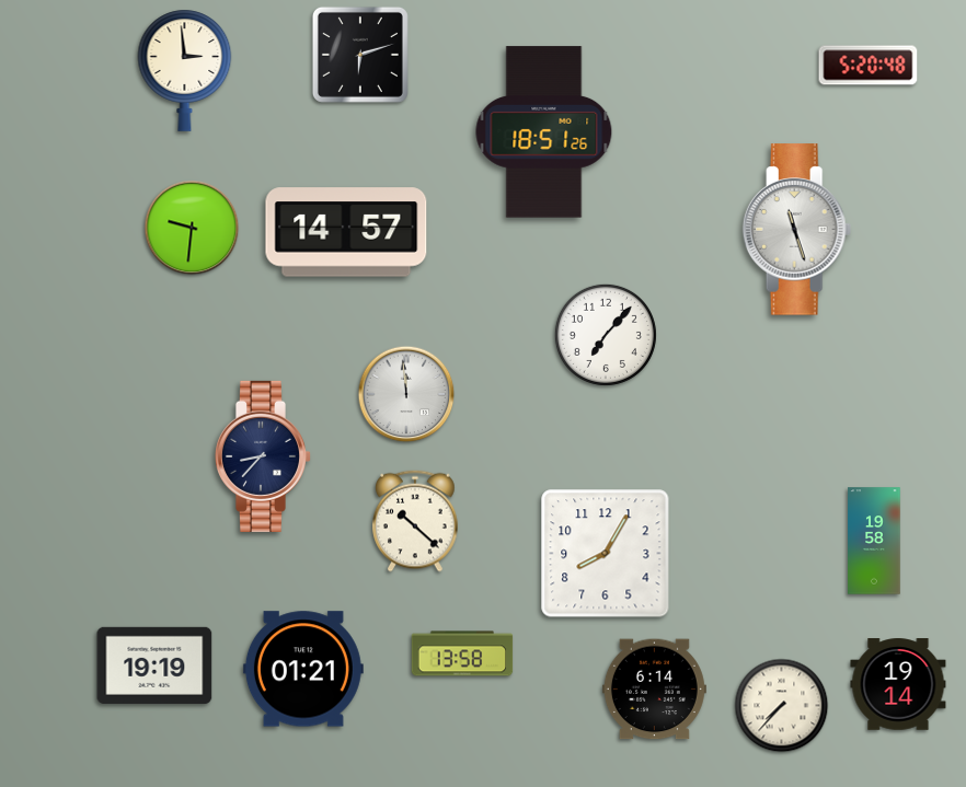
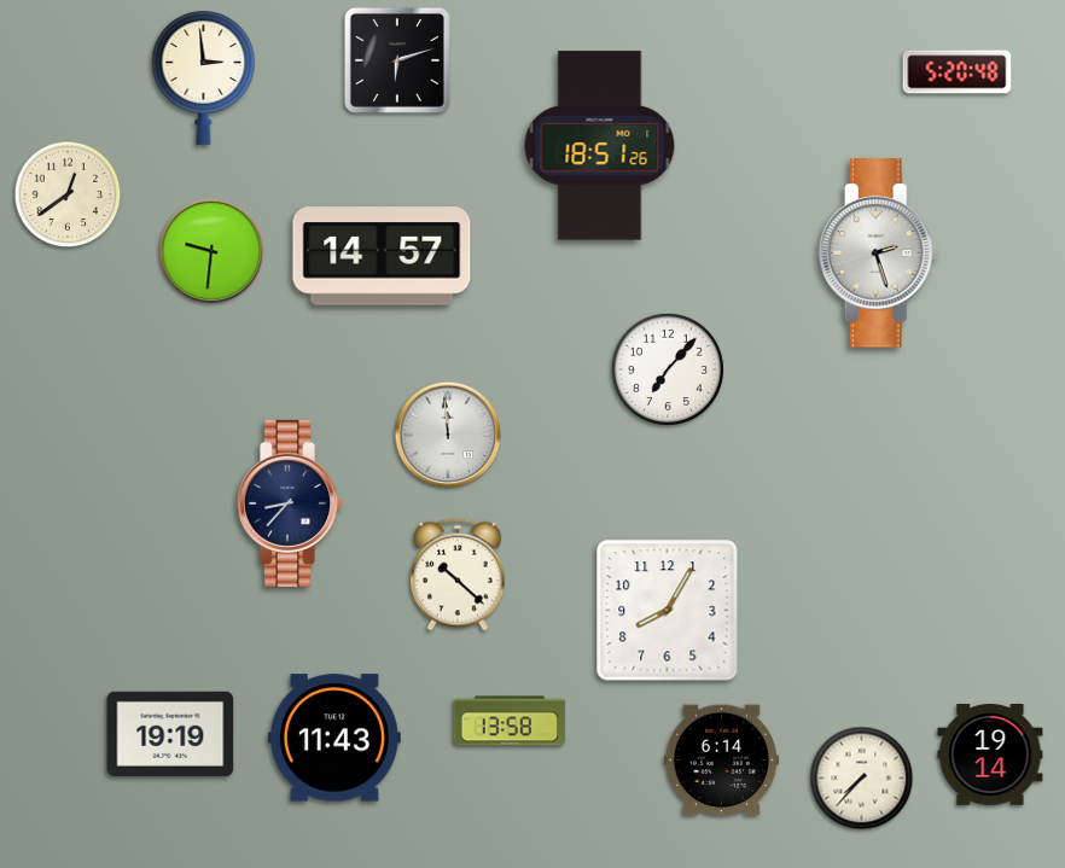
clock at (68, 194): none -> 12:39
clock at (797, 230): 11:27 -> 2:27
clock at (874, 541): 19:58 -> none
clock at (303, 669): 01:21 -> 11:43
